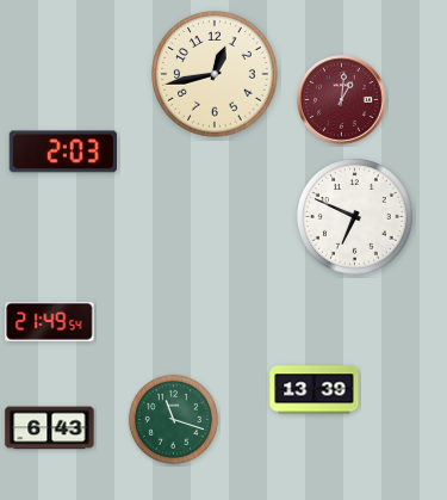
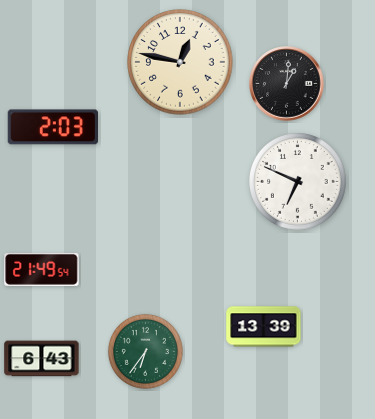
clock at (215, 74): 12:43 -> 12:47
clock at (342, 100) dial: burgundy -> black
clock at (173, 419): 11:18 -> 6:36
